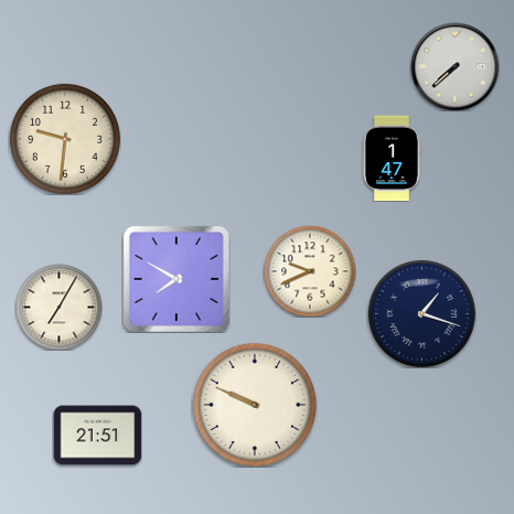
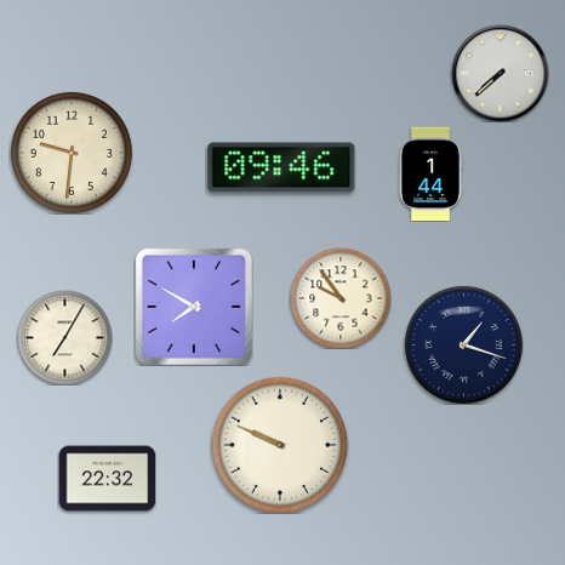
clock at (281, 167): none -> 09:46
clock at (392, 158): 1:47 -> 1:44
clock at (310, 271): 9:41 -> 9:54
clock at (97, 436): 21:51 -> 22:32
